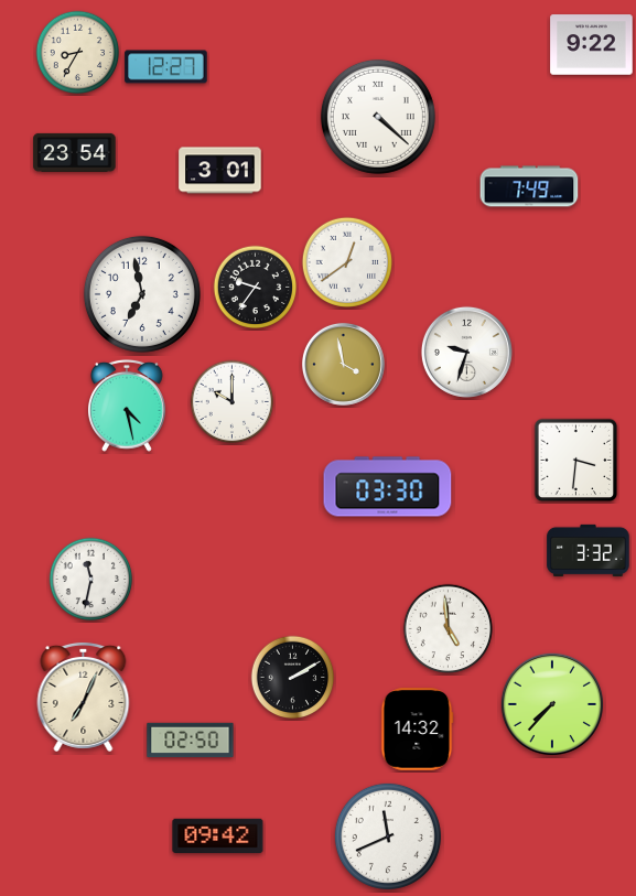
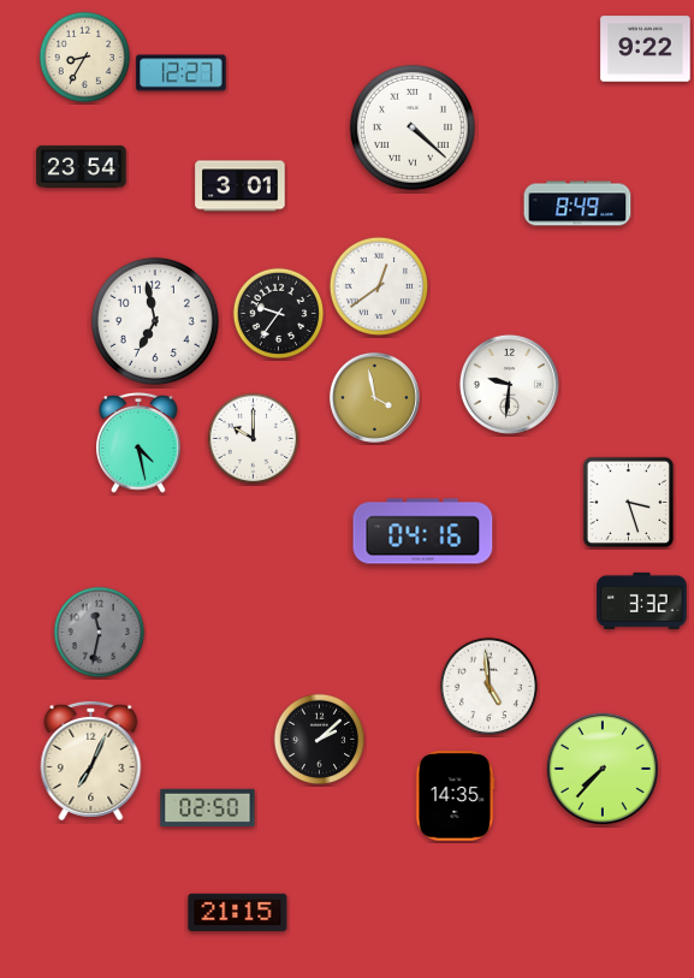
clock at (529, 186): 7:49 -> 8:49
clock at (466, 352): 9:33 -> 9:31
clock at (576, 461): 3:31 -> 3:27
clock at (388, 487): 03:30 -> 04:16
clock at (91, 580) dial: white -> grey
clock at (293, 678): 2:10 -> 2:08
clock at (417, 730): 14:32 -> 14:35
clock at (218, 836): 09:42 -> 21:15
clock at (388, 836): 11:41 -> none
